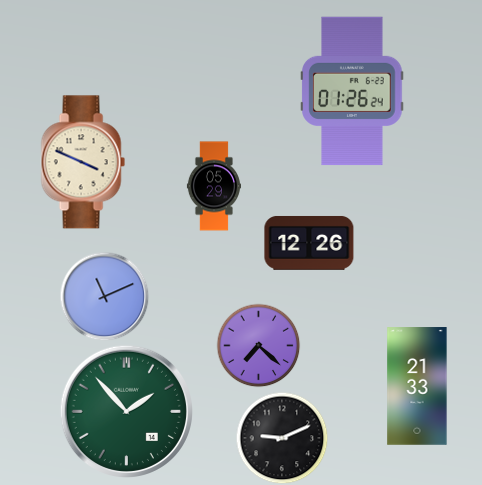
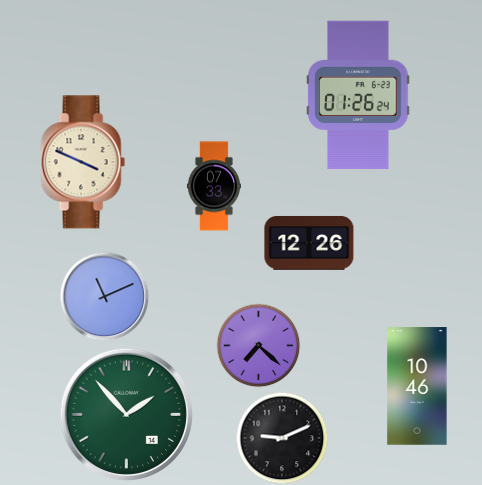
clock at (352, 91) position: (352, 91) -> (358, 95)
clock at (214, 186): 05:29 -> 07:33
clock at (417, 386): 21:33 -> 10:46
clock at (126, 411) position: (126, 411) -> (126, 414)
